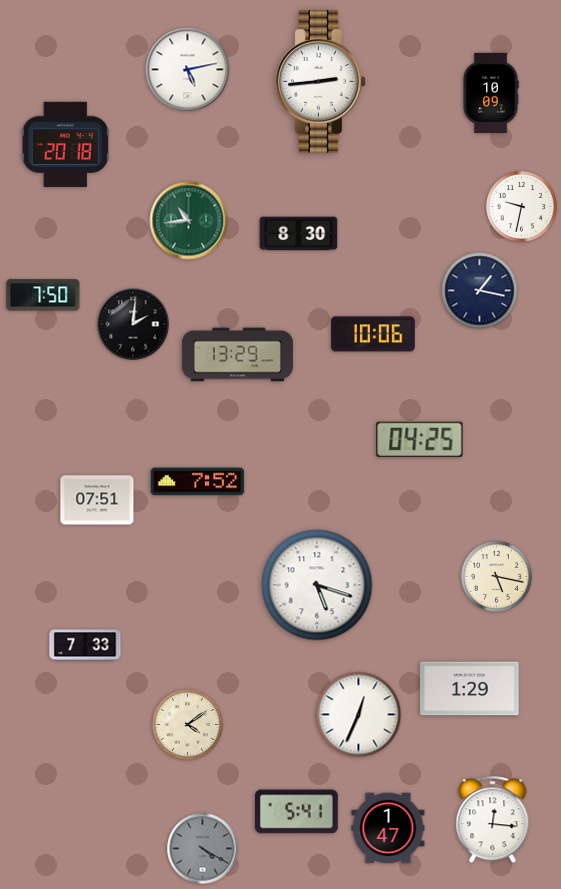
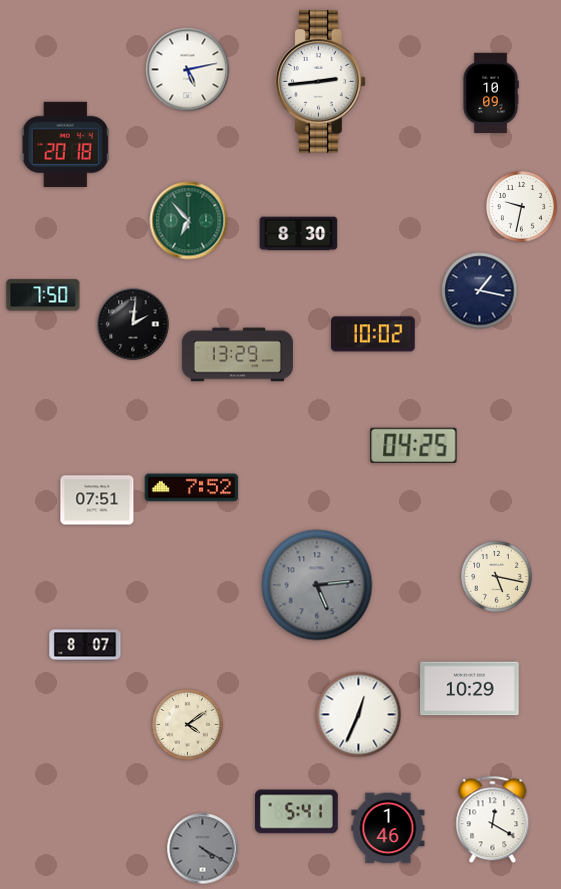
clock at (189, 221): 10:44 -> 6:53
clock at (373, 334): 10:06 -> 10:02
clock at (420, 439) position: (420, 439) -> (414, 445)
clock at (198, 482) position: (198, 482) -> (192, 488)
clock at (317, 585): 5:18 -> 5:14
clock at (317, 585) dial: white -> grey
clock at (85, 645): 7:33 -> 8:07
clock at (470, 689): 1:29 -> 10:29
clock at (493, 820): 12:16 -> 12:20
clock at (388, 828): 1:47 -> 1:46
